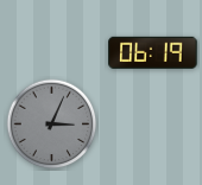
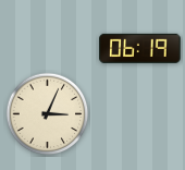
clock at (52, 125) dial: grey -> cream
